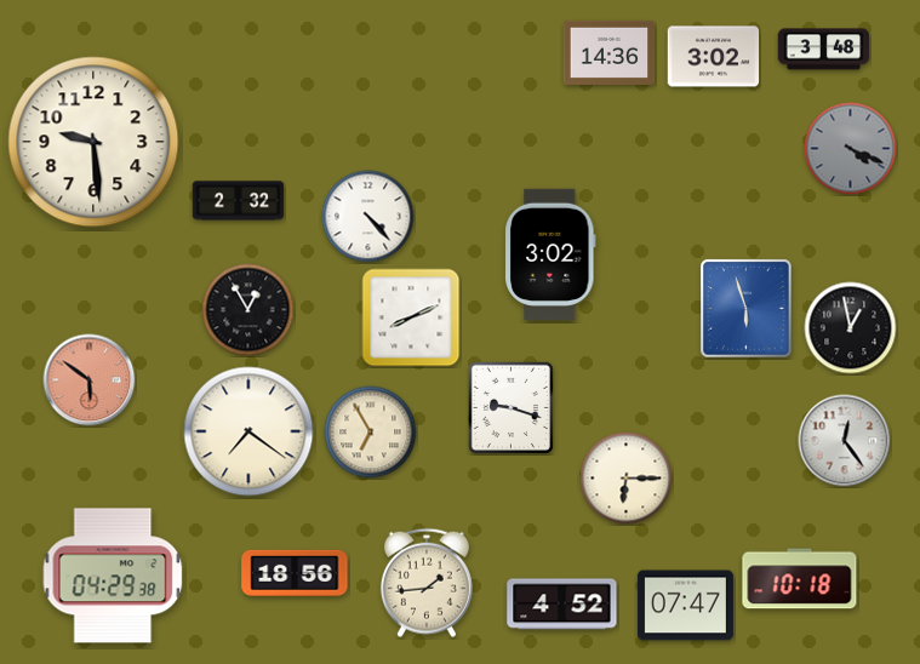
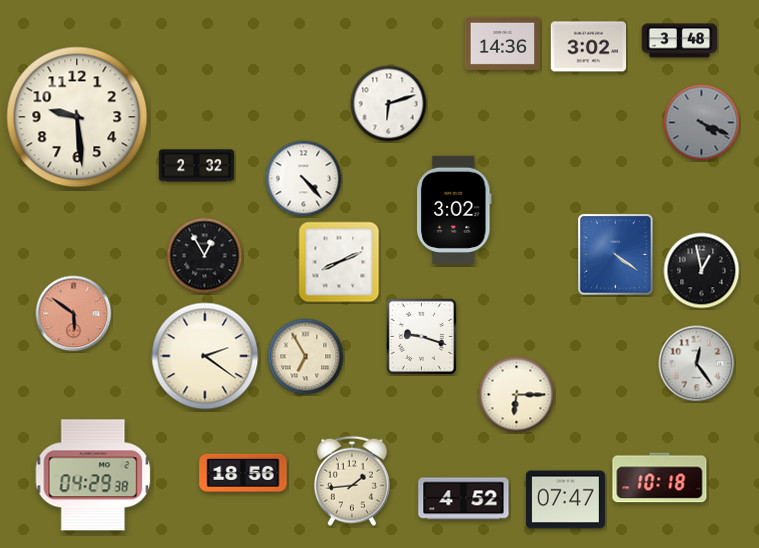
clock at (389, 104): none -> 6:12
clock at (747, 309): 5:57 -> 4:21
clock at (248, 431): 7:21 -> 2:21
